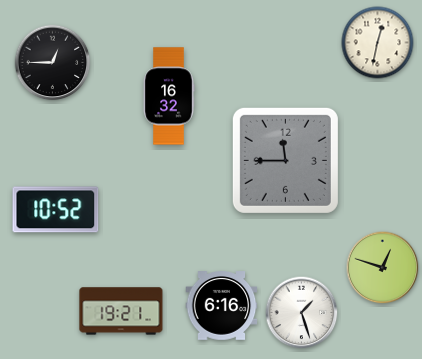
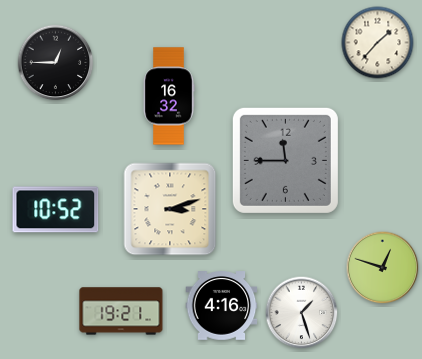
clock at (378, 43): 12:32 -> 1:37
clock at (53, 63) position: (53, 63) -> (56, 63)
clock at (170, 209): none -> 3:12
clock at (222, 306): 6:16 -> 4:16
